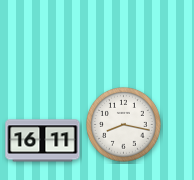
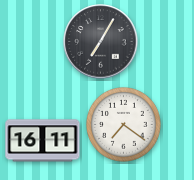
clock at (101, 42): none -> 7:05
clock at (124, 125): 8:17 -> 7:21
